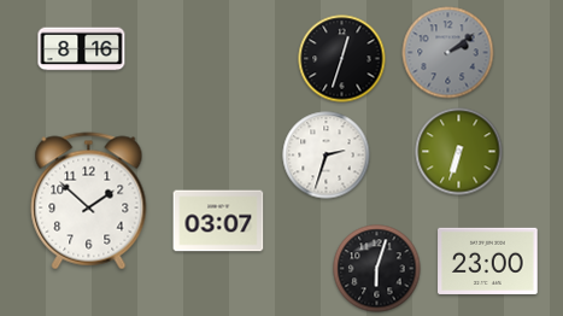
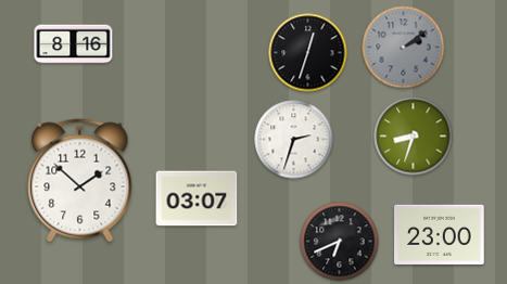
clock at (459, 152): 6:33 -> 8:33
clock at (377, 269): 6:03 -> 6:41
